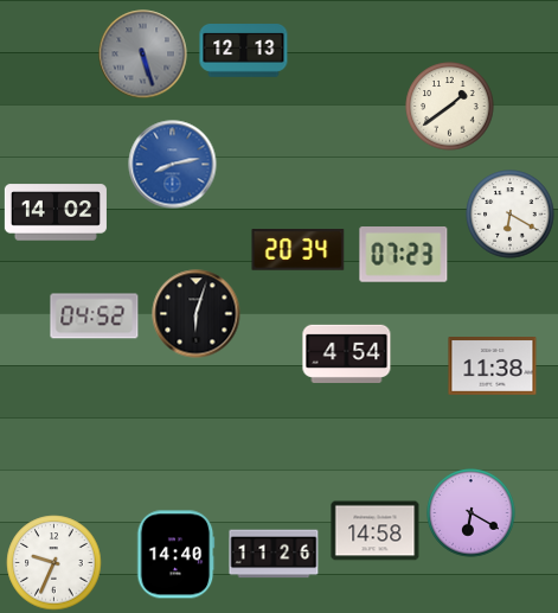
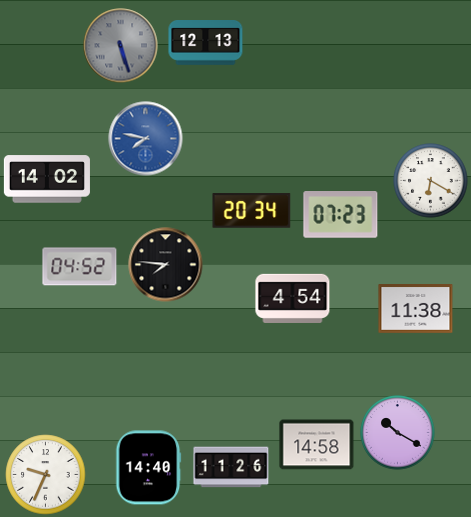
clock at (450, 107): 1:39 -> none
clock at (173, 165): 8:13 -> 7:47
clock at (197, 314): 6:03 -> 7:46
clock at (472, 513): 6:20 -> 10:20
clock at (376, 531) position: (376, 531) -> (317, 445)
